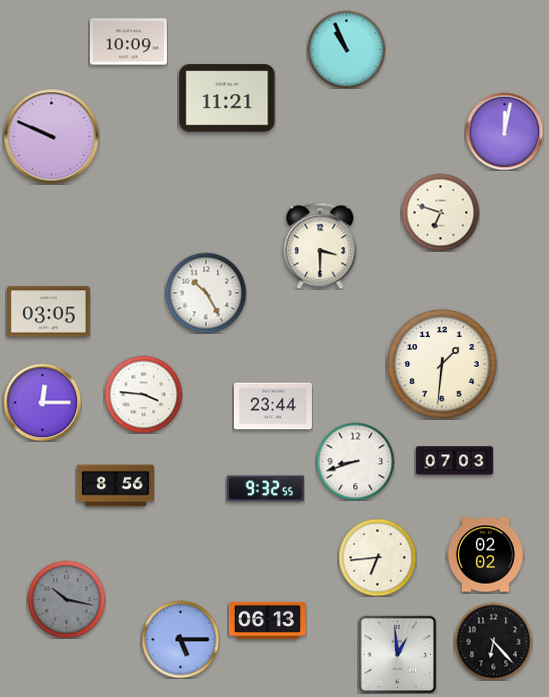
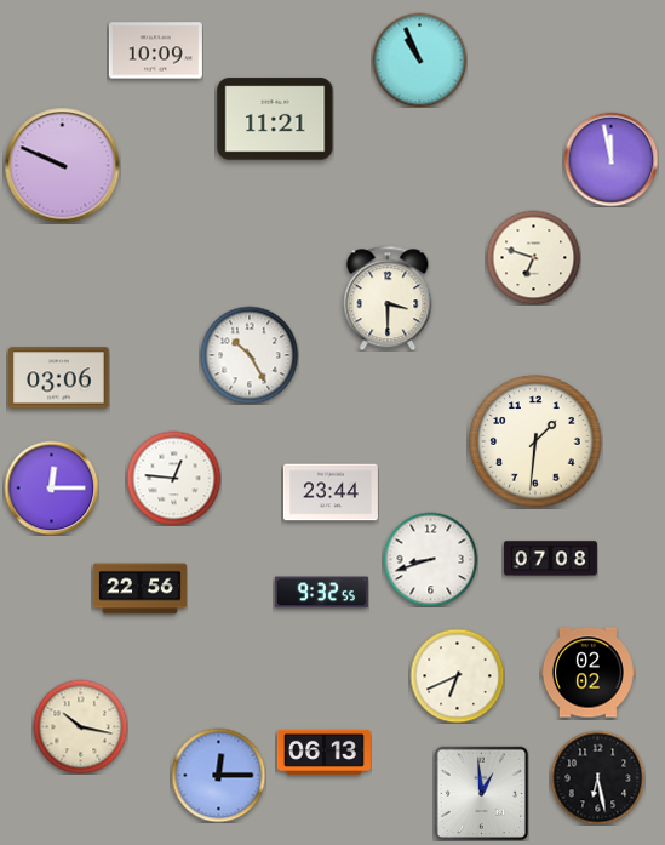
clock at (504, 131): 12:02 -> 11:58
clock at (49, 312): 03:05 -> 03:06
clock at (143, 394): 3:46 -> 12:46
clock at (454, 461): 07:03 -> 07:08
clock at (115, 486): 8:56 -> 22:56
clock at (377, 557): 6:44 -> 6:41
clock at (66, 599) dial: grey -> cream
clock at (180, 639): 5:15 -> 12:15
clock at (493, 641): 6:23 -> 6:28
